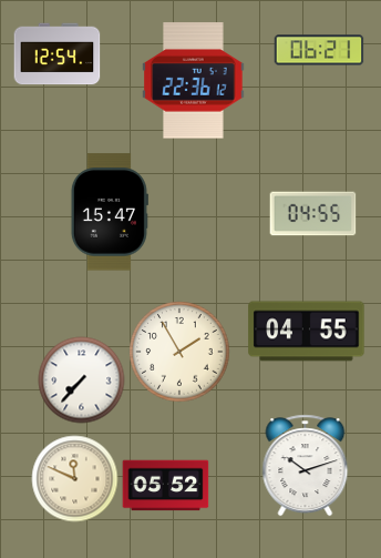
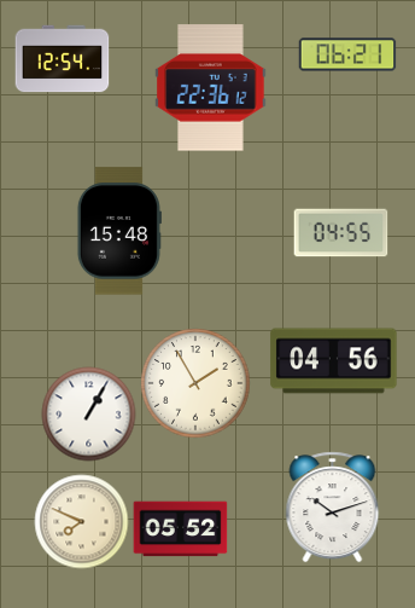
clock at (109, 212): 15:47 -> 15:48
clock at (307, 332): 04:55 -> 04:56
clock at (81, 379): 7:37 -> 1:05
clock at (74, 478): 11:49 -> 7:49
